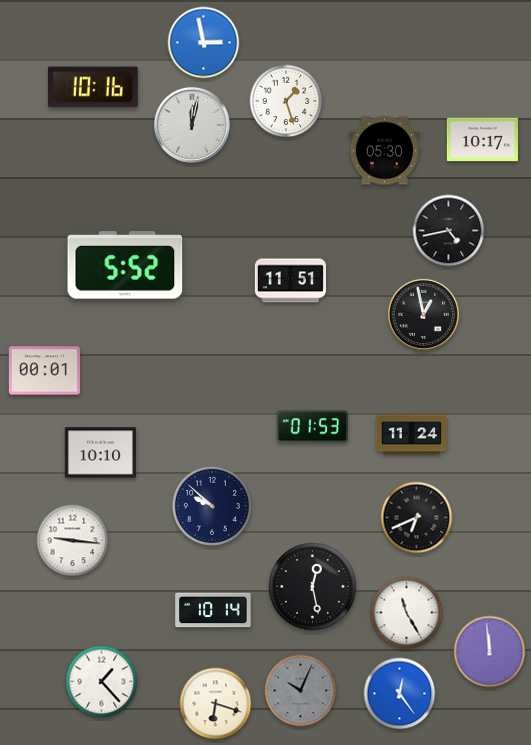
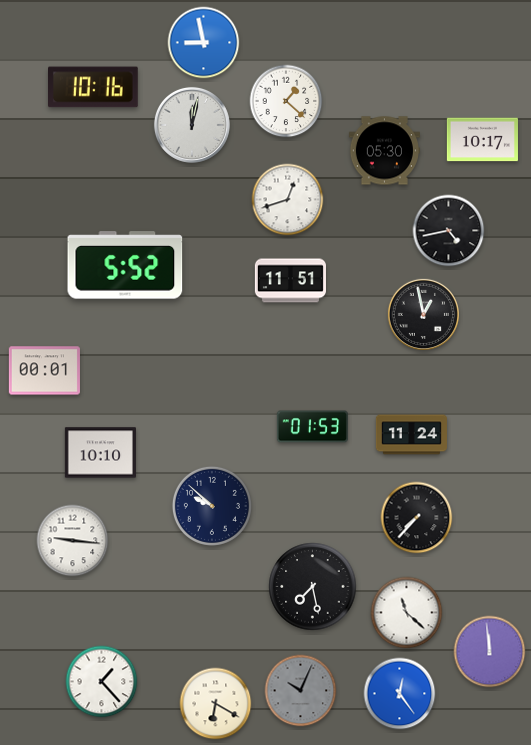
clock at (204, 43): 2:58 -> 8:58
clock at (286, 101): 1:27 -> 1:22
clock at (288, 200): none -> 12:42
clock at (417, 518): 6:41 -> 7:37
clock at (313, 587): 12:28 -> 7:28
clock at (213, 610): 10:14 -> none
clock at (407, 613): 11:25 -> 11:22
clock at (216, 704): 6:18 -> 6:20
